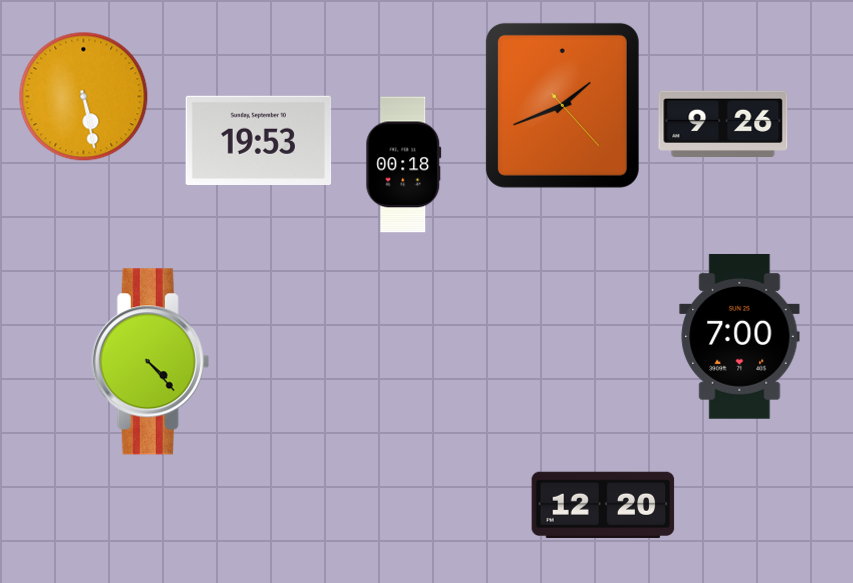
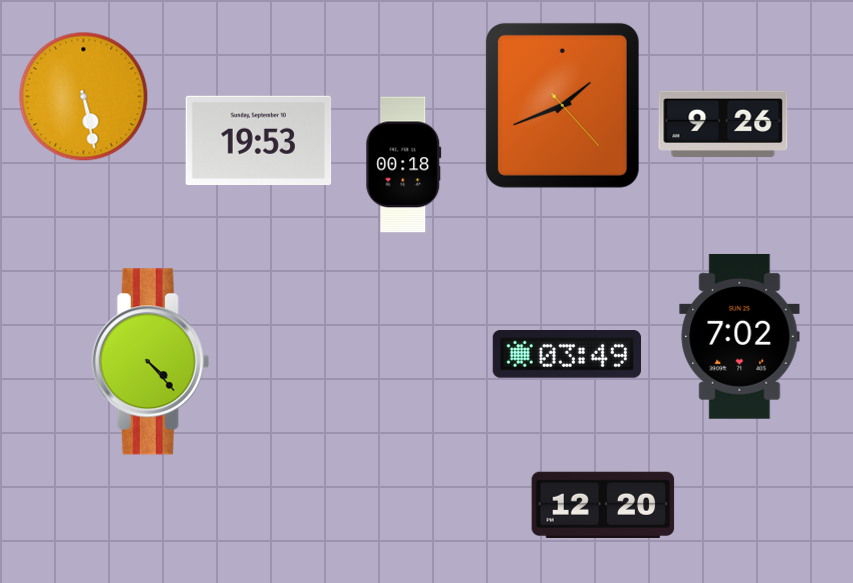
clock at (740, 336): 7:00 -> 7:02
clock at (566, 355): none -> 03:49
